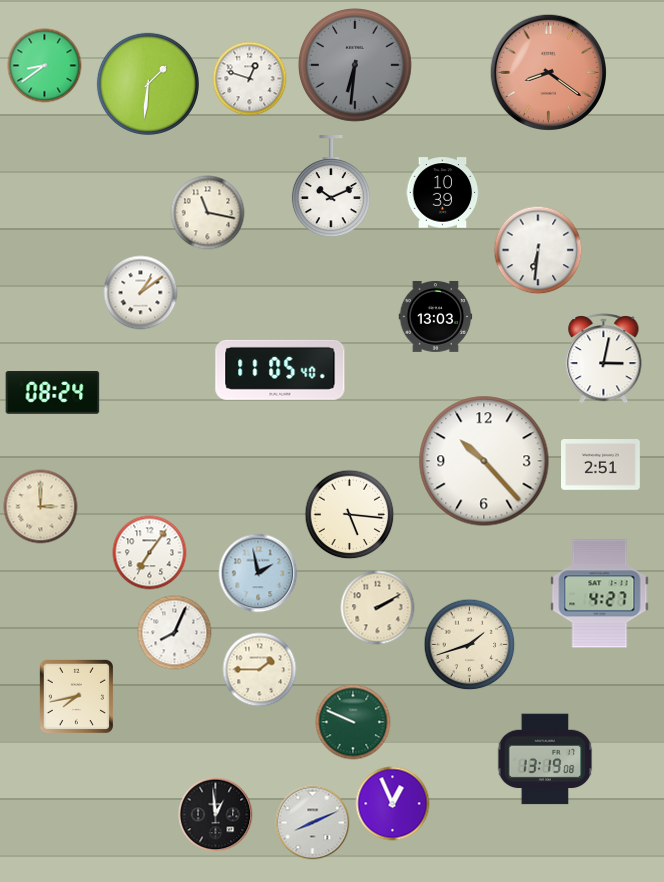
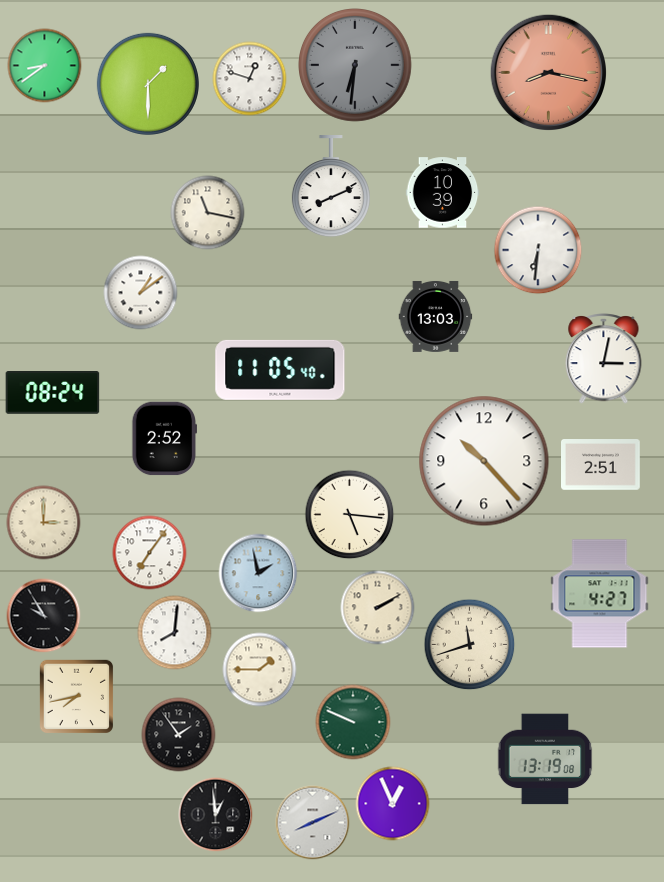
clock at (549, 73): 8:21 -> 8:17
clock at (148, 84): 1:31 -> 1:30
clock at (331, 187): 10:11 -> 8:11
clock at (165, 439): none -> 2:52
clock at (41, 507) position: (41, 507) -> (44, 523)
clock at (44, 616): none -> 9:55
clock at (175, 633): 8:04 -> 8:01
clock at (470, 645): 1:42 -> 11:42
clock at (179, 735): none -> 1:54
